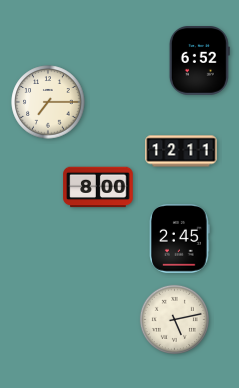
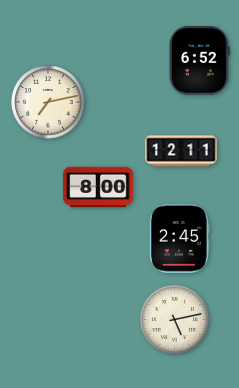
clock at (48, 102): 7:15 -> 7:13
